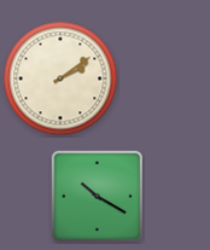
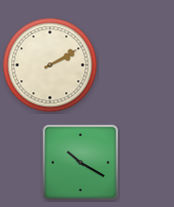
clock at (60, 79): 2:09 -> 2:10
